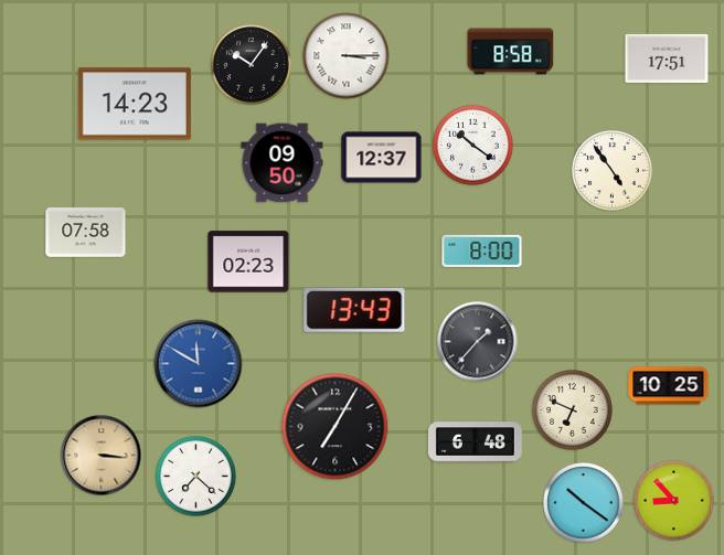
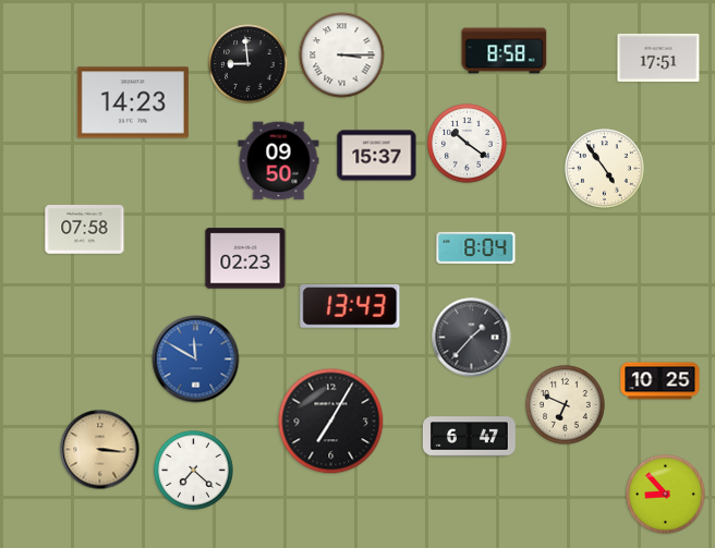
clock at (252, 65): 10:06 -> 8:59
clock at (382, 158): 12:37 -> 15:37
clock at (482, 250): 8:00 -> 8:04
clock at (475, 442): 6:48 -> 6:47
clock at (584, 503): 10:21 -> none
